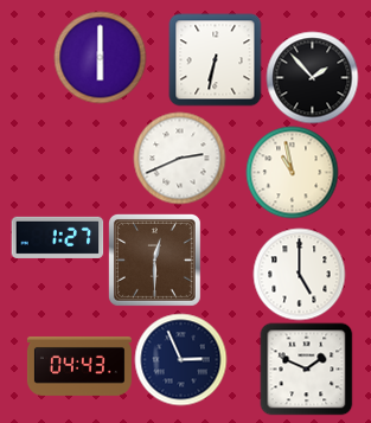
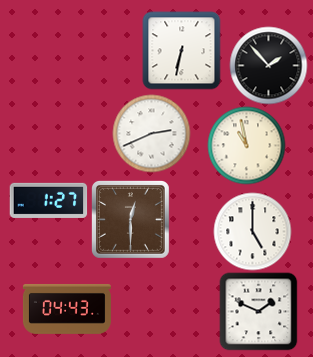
clock at (100, 57): 6:00 -> none
clock at (312, 77) position: (312, 77) -> (268, 65)
clock at (180, 359): 2:56 -> none
